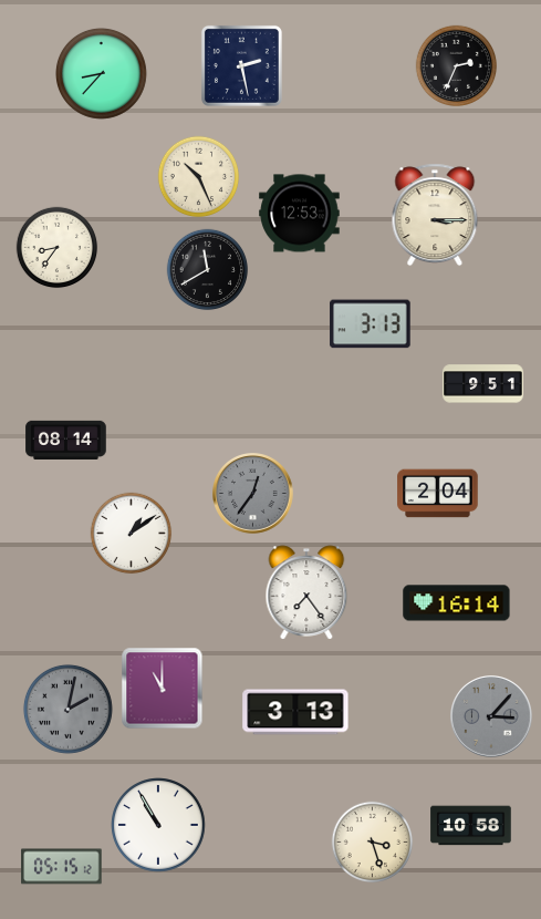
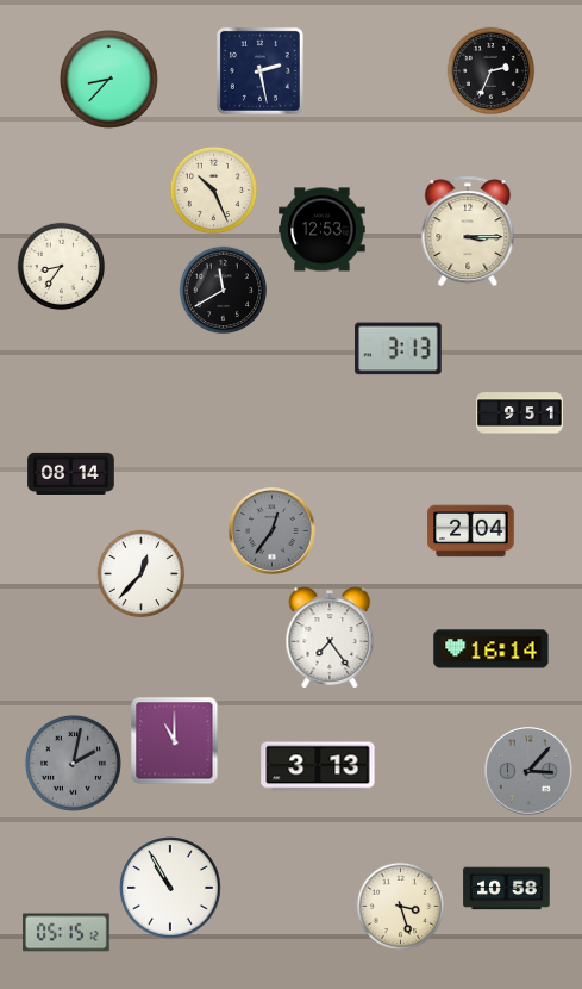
clock at (132, 534): 1:09 -> 12:37
